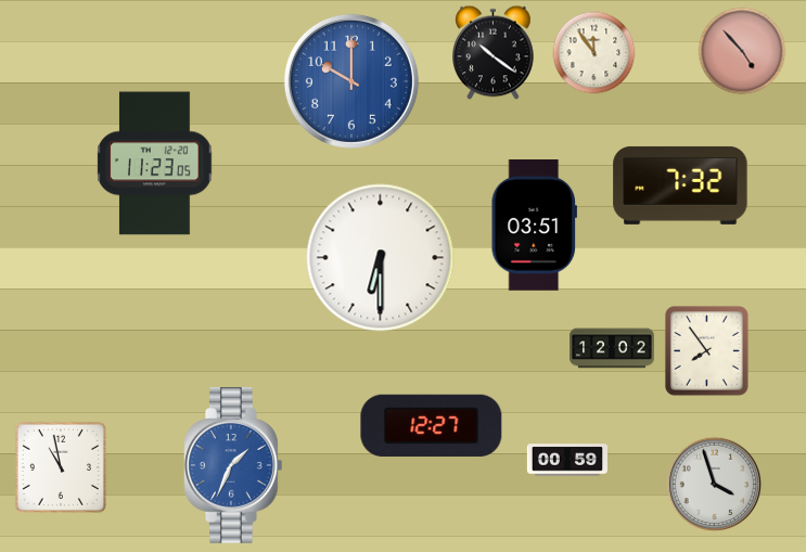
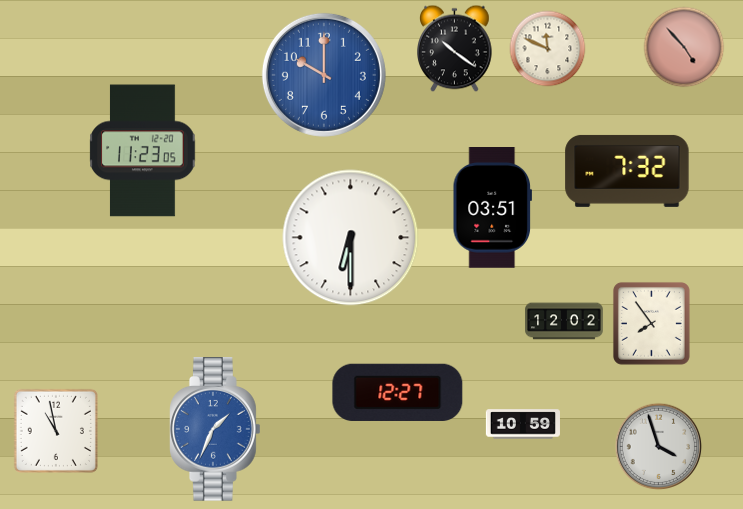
clock at (594, 53): 11:54 -> 11:49
clock at (567, 460): 00:59 -> 10:59
